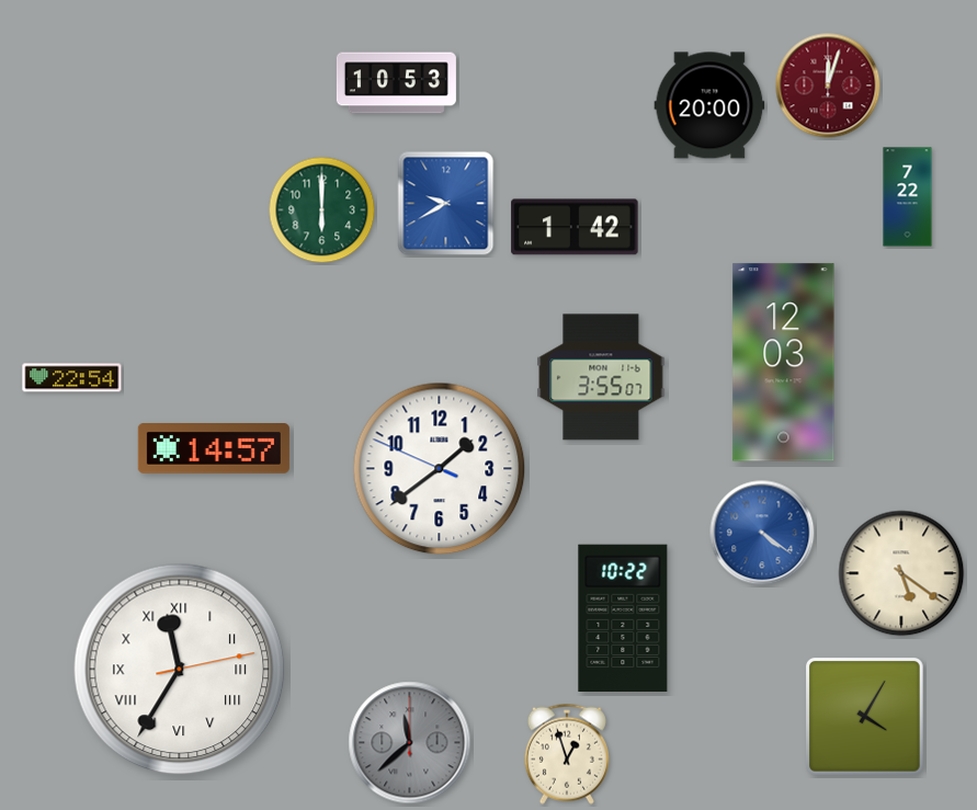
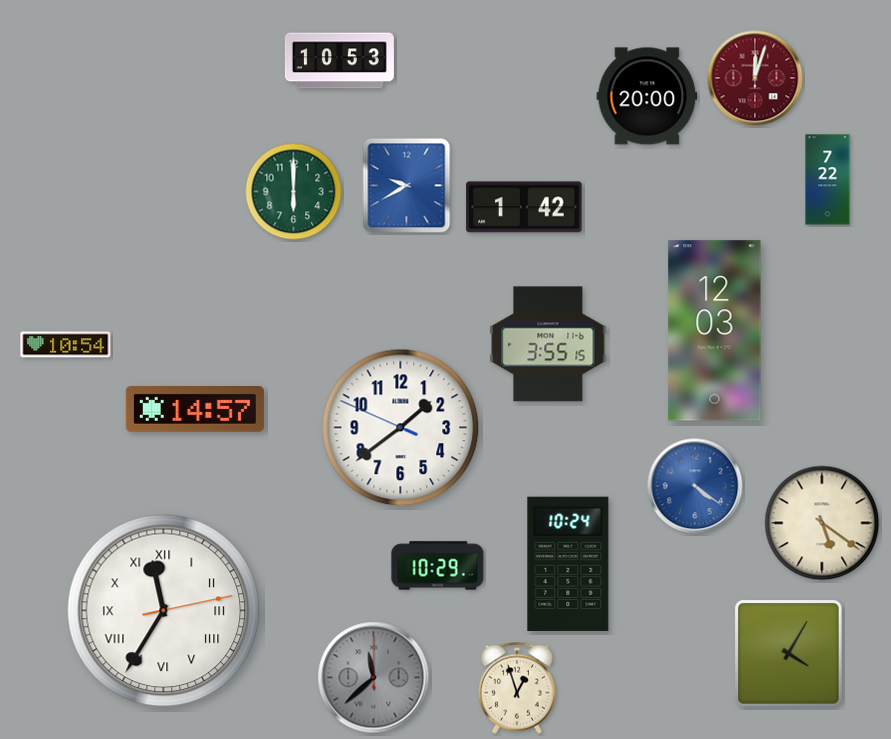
clock at (396, 83) position: (396, 83) -> (339, 61)
clock at (601, 377): 3:55:07 -> 3:55:15
clock at (72, 378): 22:54 -> 10:54
clock at (623, 617): 10:22 -> 10:24
clock at (438, 566): none -> 10:29
